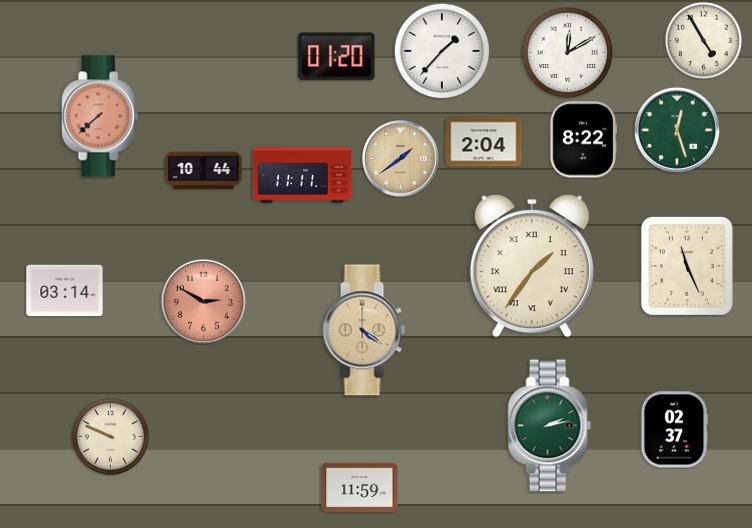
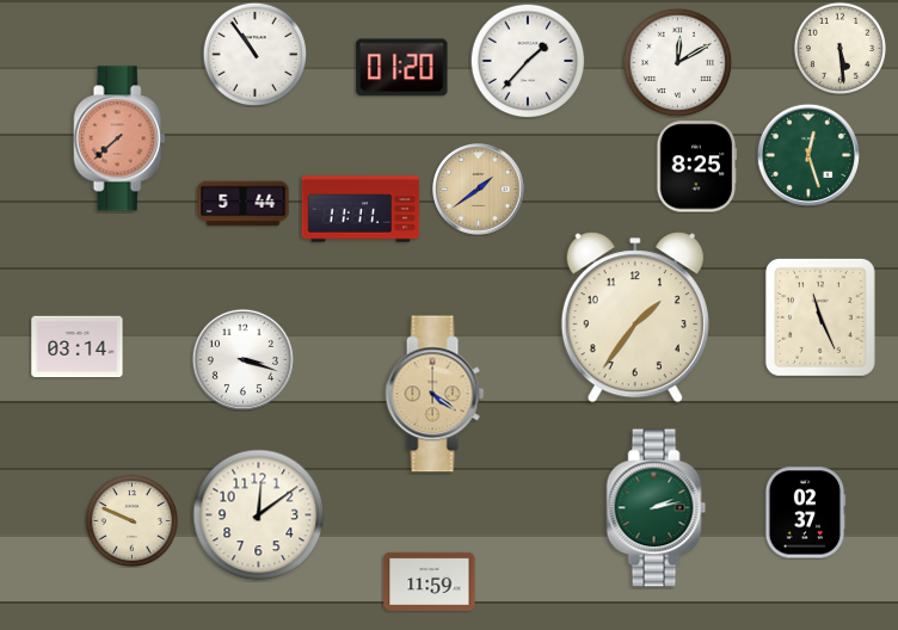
clock at (703, 40): 4:55 -> 5:29
clock at (254, 54): none -> 10:54
clock at (583, 140): 8:22 -> 8:25
clock at (484, 142): 2:04 -> none
clock at (204, 171): 10:44 -> 5:44
clock at (532, 266) numerals: Roman -> Arabic
clock at (203, 301): 2:50 -> 3:18
clock at (203, 301) dial: salmon -> white
clock at (259, 515): none -> 12:09
